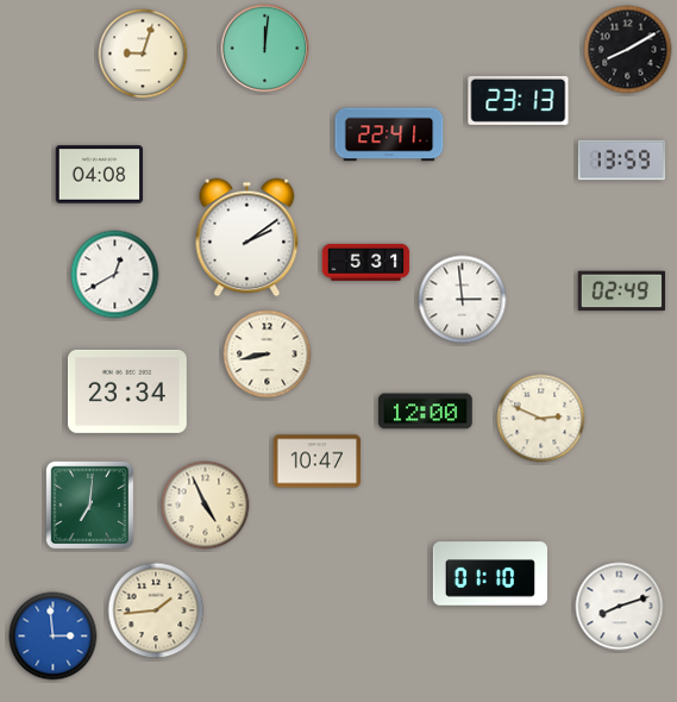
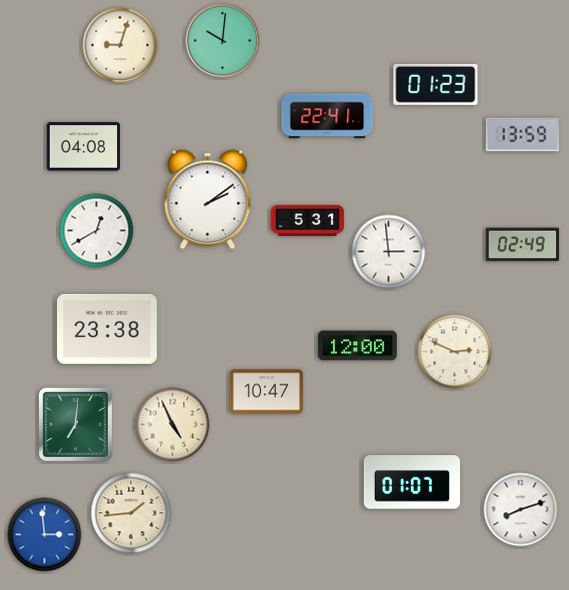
clock at (265, 49): 12:01 -> 10:01
clock at (628, 50): 8:10 -> none
clock at (519, 100): 23:13 -> 01:23
clock at (389, 134) position: (389, 134) -> (327, 116)
clock at (268, 355): 8:43 -> none
clock at (127, 391): 23:34 -> 23:38
clock at (318, 462) position: (318, 462) -> (267, 392)
clock at (489, 573): 01:10 -> 01:07
